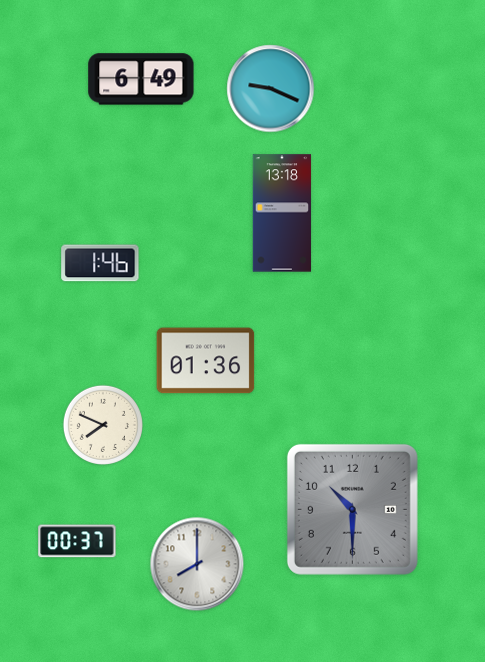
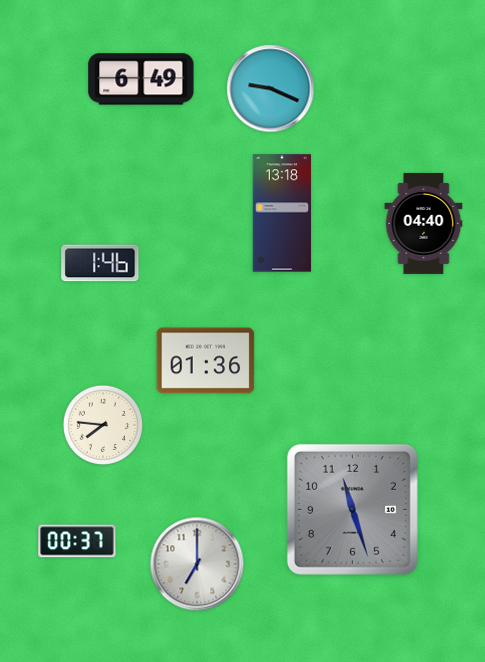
clock at (424, 223): none -> 04:40
clock at (103, 425): 7:49 -> 7:46
clock at (352, 509): 10:30 -> 11:27
clock at (197, 564): 8:00 -> 7:00
